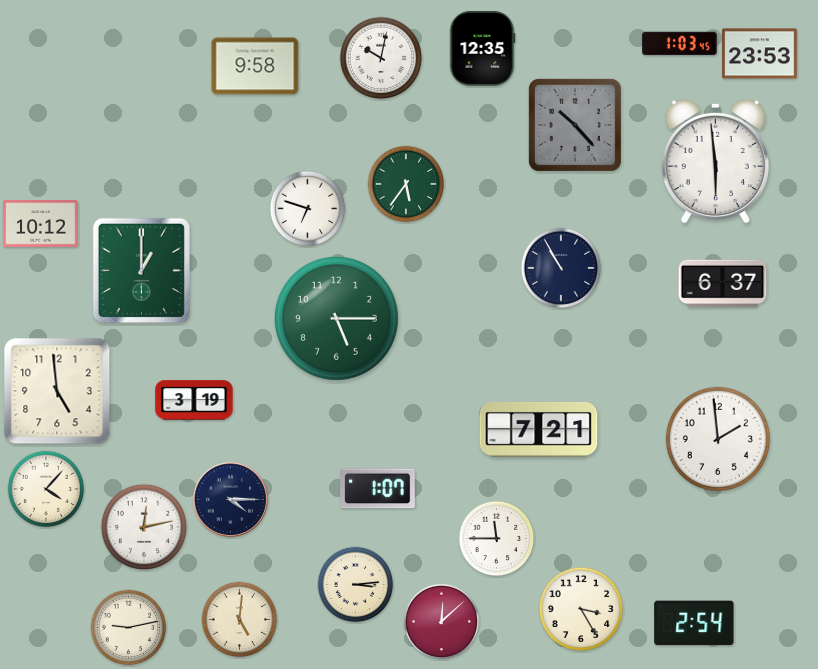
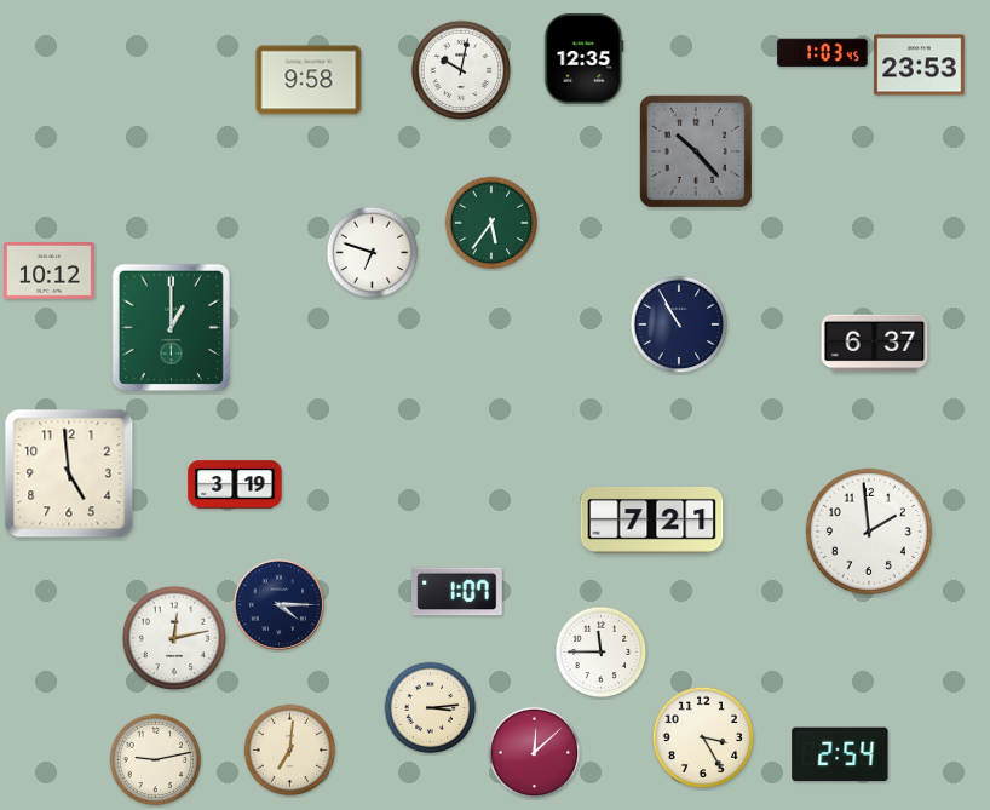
clock at (715, 161): 5:59 -> none
clock at (336, 318): 5:15 -> none
clock at (46, 489): 4:07 -> none
clock at (240, 620): 5:01 -> 7:01
